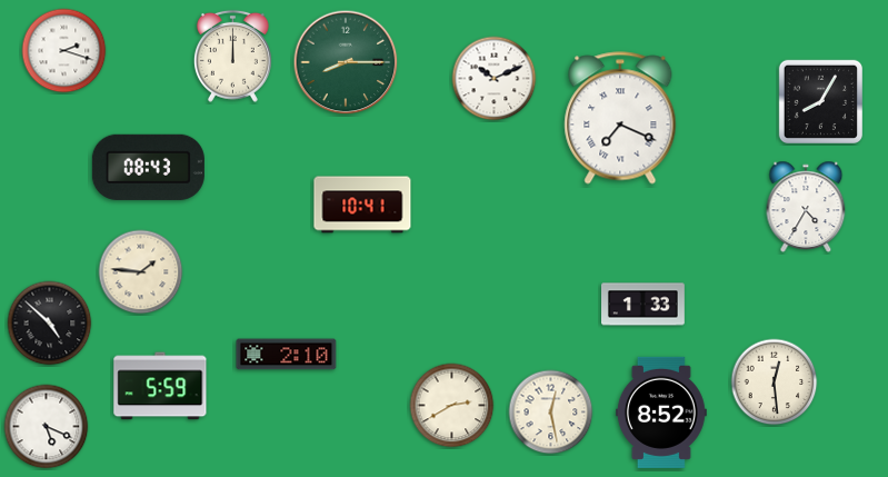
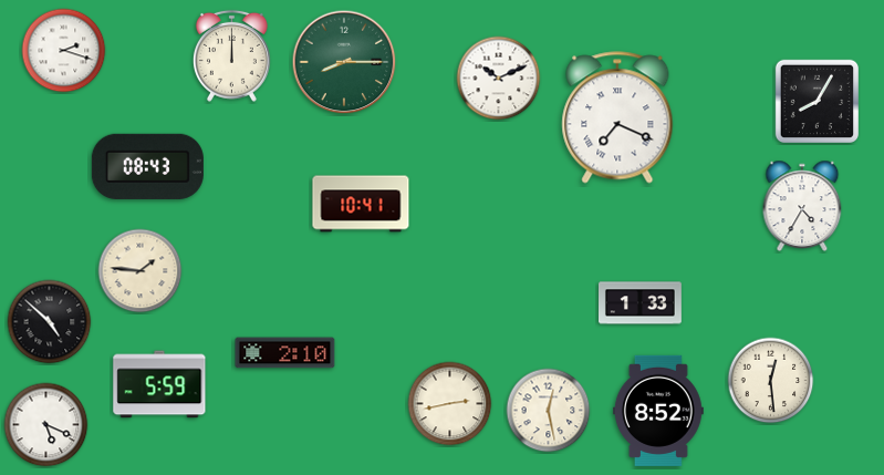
clock at (495, 79) position: (495, 79) -> (499, 79)
clock at (452, 406): 2:40 -> 2:43
